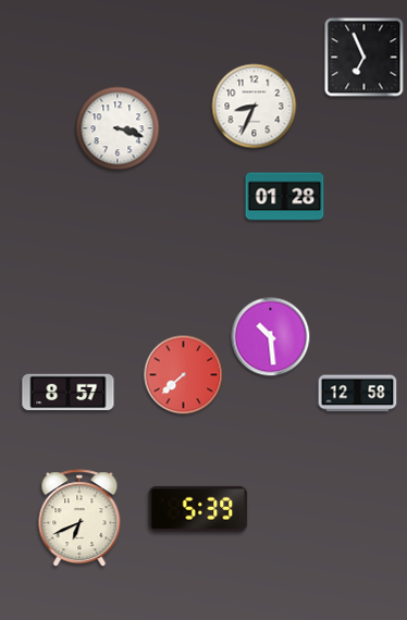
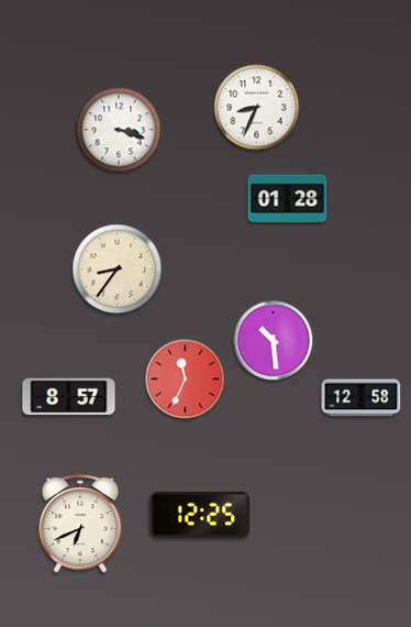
clock at (365, 58): 6:56 -> none
clock at (118, 269): none -> 8:36
clock at (184, 375): 7:38 -> 11:34
clock at (198, 509): 5:39 -> 12:25
